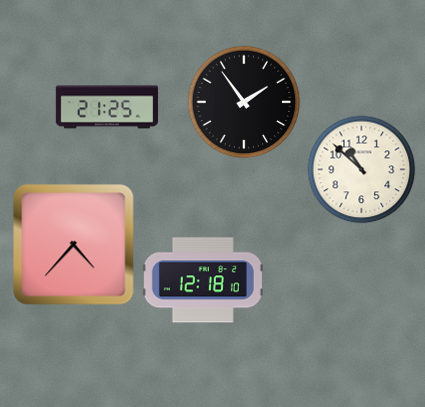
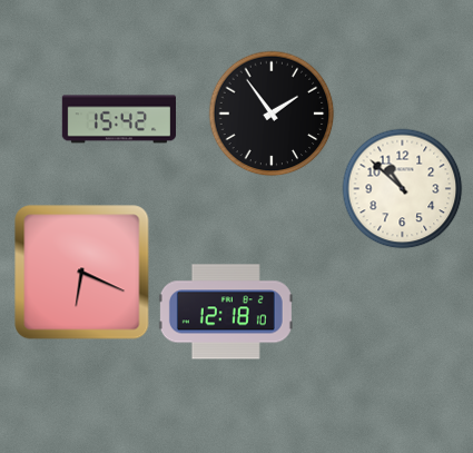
clock at (106, 107): 21:25 -> 15:42
clock at (74, 245): 4:37 -> 6:19
